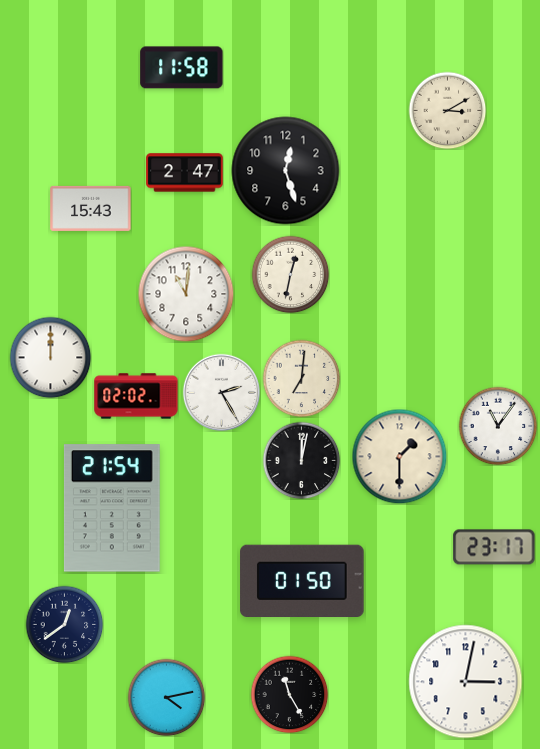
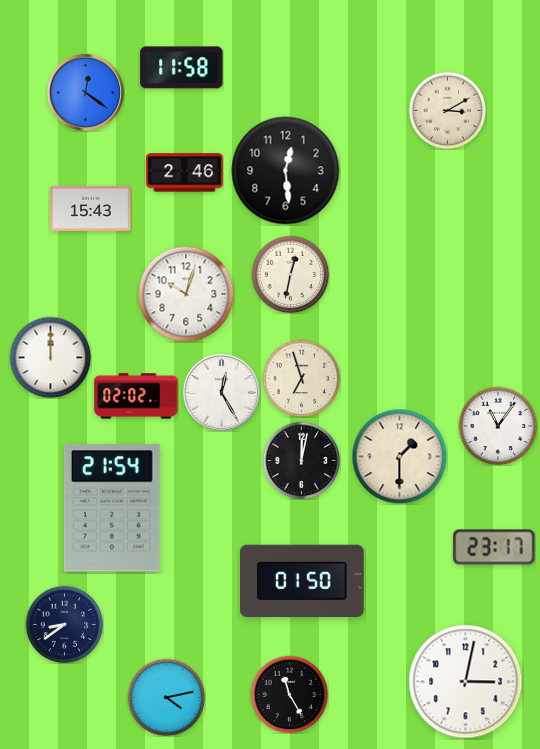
clock at (85, 92): none -> 12:21
clock at (286, 171): 12:27 -> 12:29
clock at (185, 173): 2:47 -> 2:46
clock at (186, 294): 11:01 -> 10:03
clock at (301, 378): 7:01 -> 6:57
clock at (221, 392): 2:25 -> 12:25
clock at (64, 624): 12:39 -> 8:39
